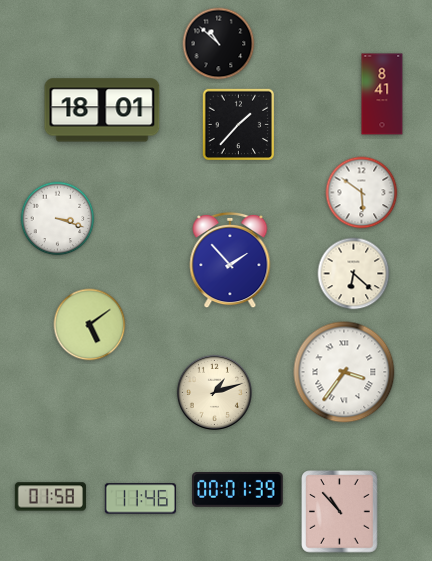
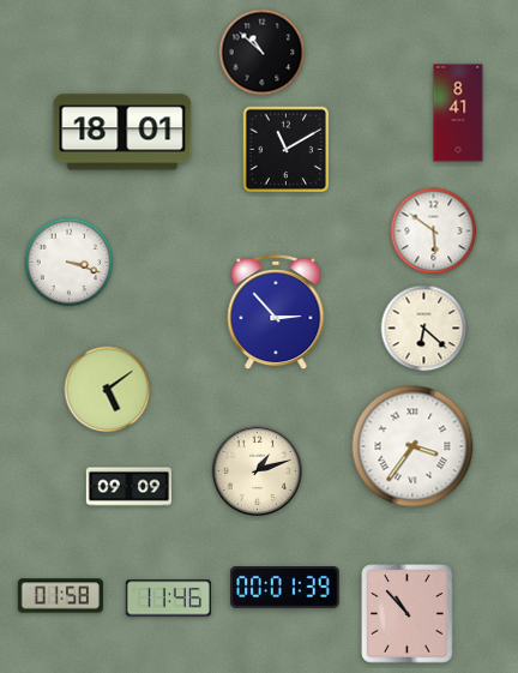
clock at (239, 125): 1:37 -> 11:10
clock at (230, 260): 1:53 -> 2:53
clock at (128, 487): none -> 09:09
